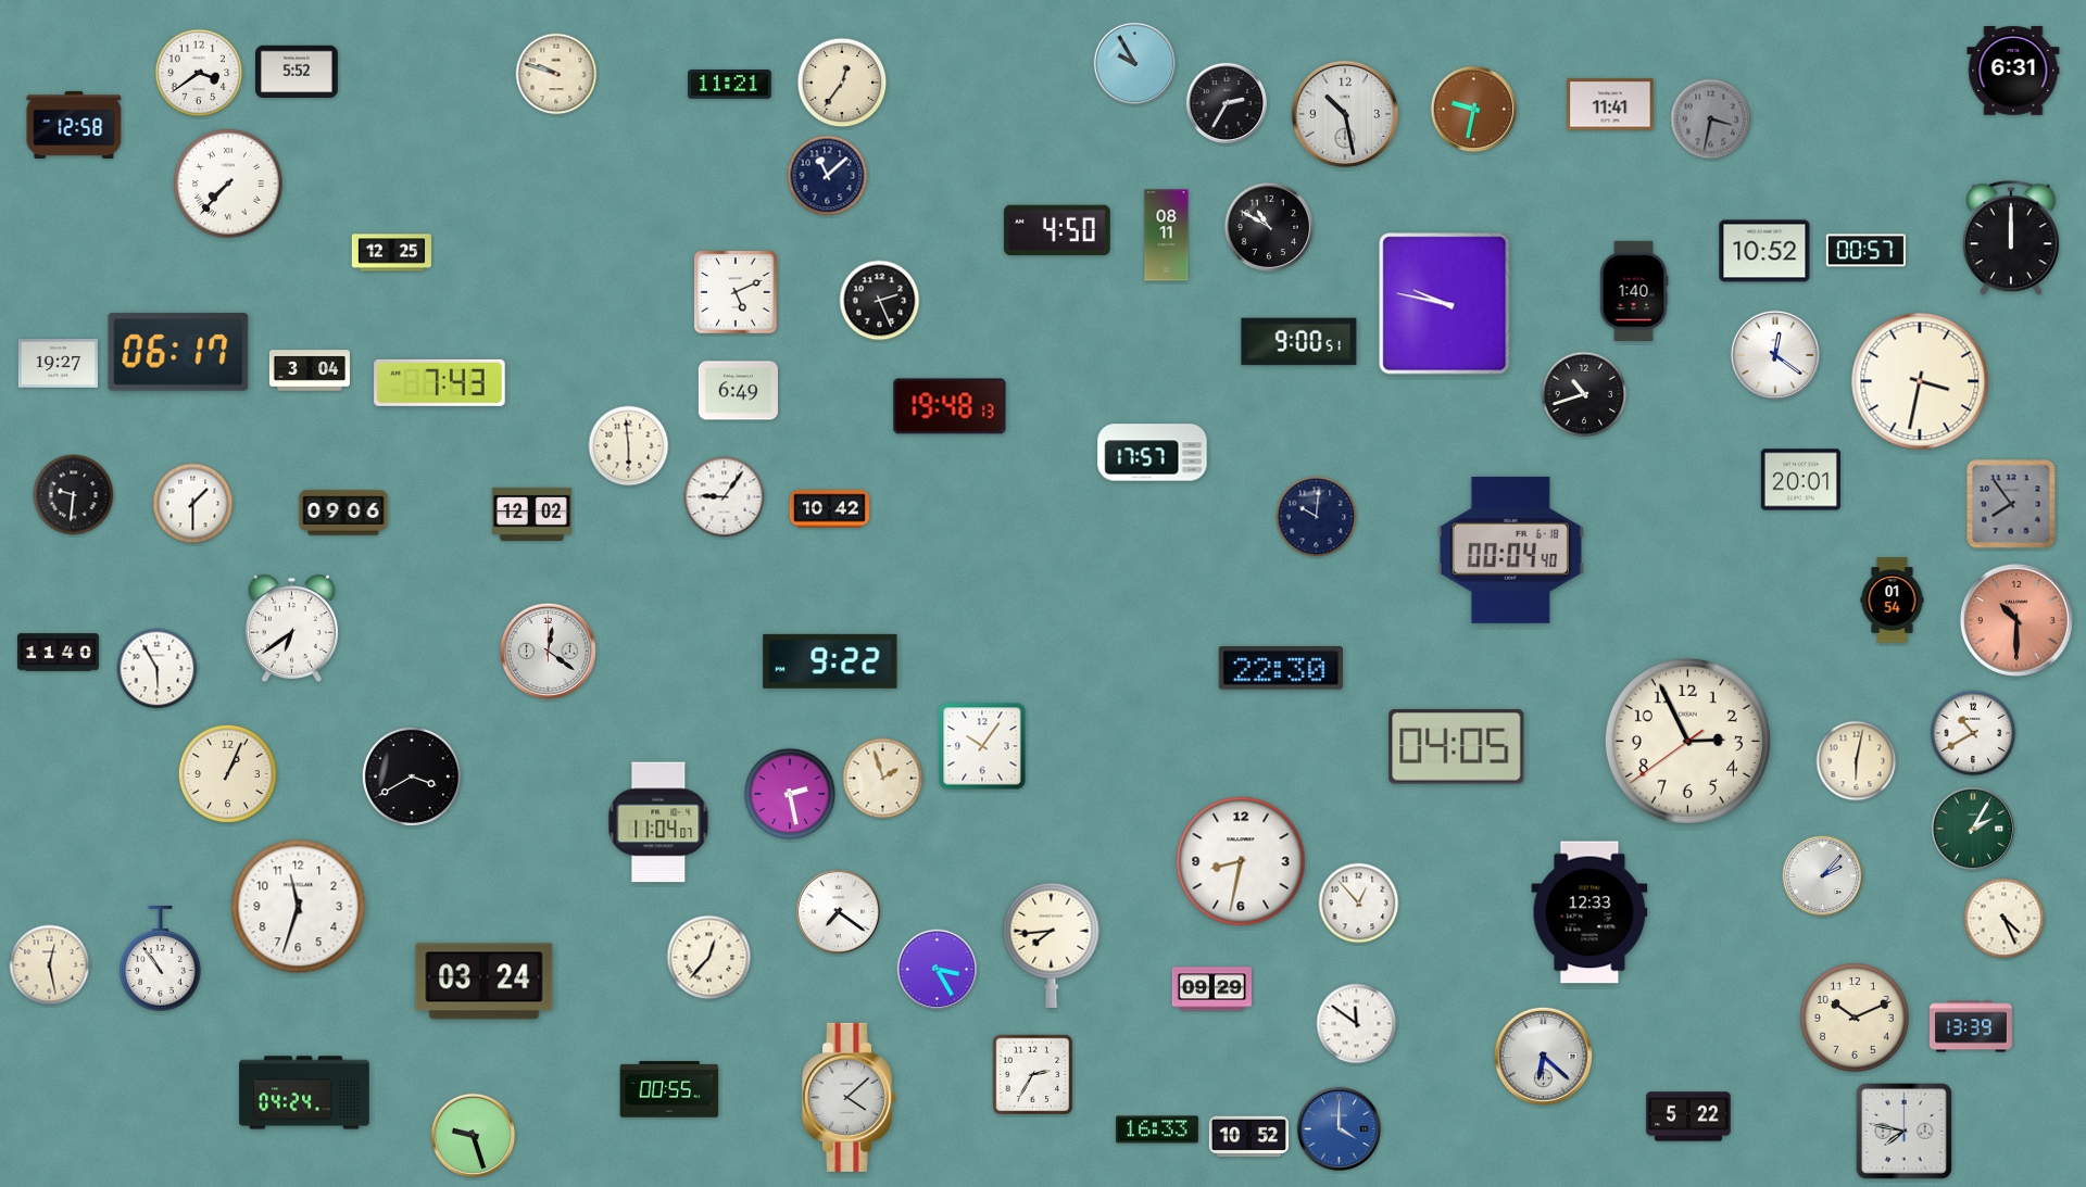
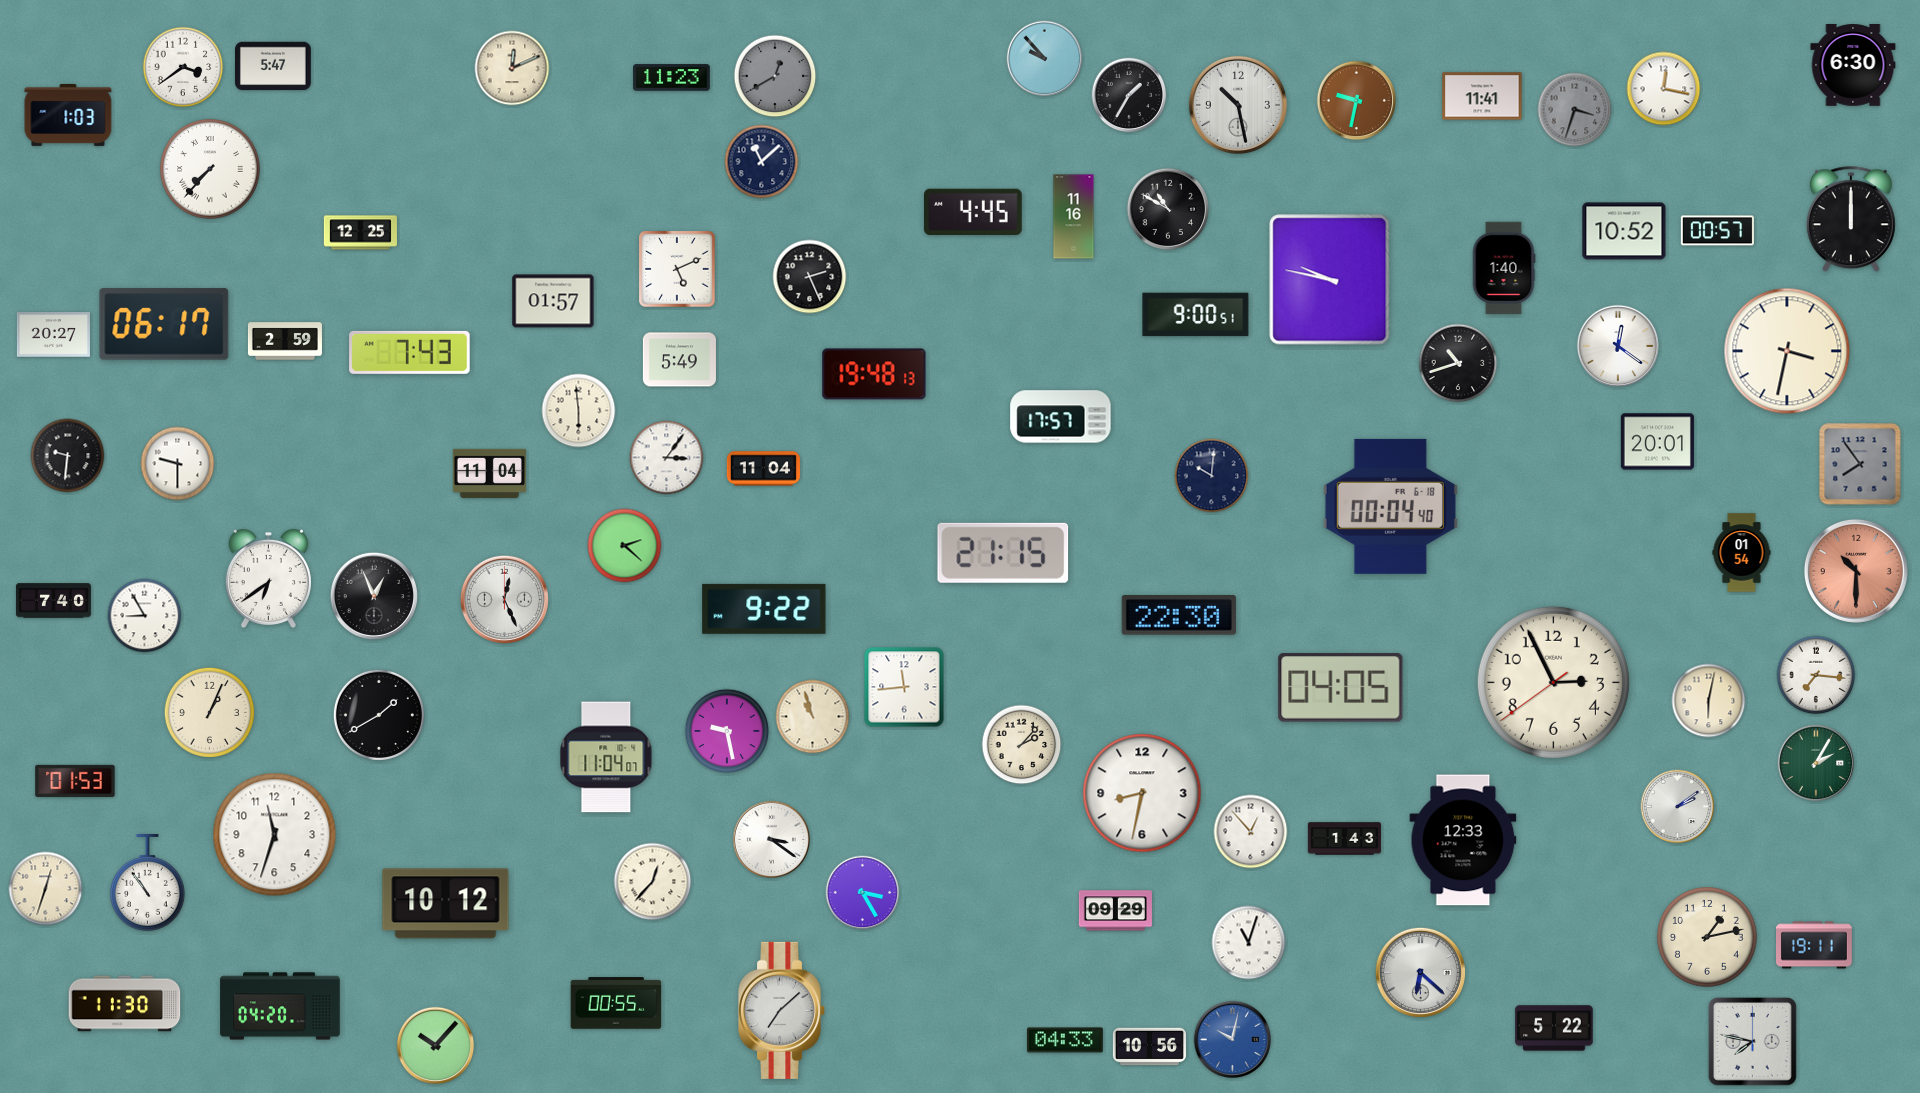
clock at (1135, 64): 9:55 -> 9:53
clock at (298, 72): 5:52 -> 5:47
clock at (2013, 72): 6:31 -> 6:30
clock at (556, 74): 9:48 -> 12:11
clock at (842, 83): 12:36 -> 12:40
clock at (842, 83) dial: cream -> grey
clock at (730, 85): 11:21 -> 11:23
clock at (1664, 89): none -> 12:17
clock at (1227, 103): 2:35 -> 1:35
clock at (1711, 119): 3:32 -> 3:33
clock at (74, 125): 12:58 -> 1:03
clock at (1058, 229): 4:50 -> 4:45
clock at (1167, 236): 08:11 -> 11:16
clock at (553, 301): none -> 01:57
clock at (1774, 354) position: (1774, 354) -> (1617, 345)
clock at (58, 364): 19:27 -> 20:27
clock at (310, 370): 3:04 -> 2:59
clock at (1920, 381) position: (1920, 381) -> (1787, 351)
clock at (440, 382) position: (440, 382) -> (410, 352)
clock at (738, 391): 6:49 -> 5:49
clock at (725, 497): 9:06 -> 3:06
clock at (193, 504): 1:30 -> 9:30
clock at (2011, 504) position: (2011, 504) -> (1860, 464)
clock at (829, 509): 10:42 -> 11:04
clock at (343, 513): 09:06 -> none
clock at (531, 514): 12:02 -> 11:04
clock at (625, 546): none -> 2:22
clock at (1003, 553): none -> 21:15
clock at (374, 596): none -> 12:56
clock at (548, 651): 12:21 -> 12:26
clock at (58, 653): 11:40 -> 7:40
clock at (158, 669): 5:55 -> 8:55
clock at (1973, 733): 10:40 -> 7:16
clock at (982, 746): 10:06 -> 11:44
clock at (412, 776): 3:40 -> 1:40
clock at (883, 779): 1:57 -> 10:57
clock at (790, 794): 2:28 -> 9:28
clock at (1022, 745): none -> 2:07
clock at (75, 780): none -> 01:53
clock at (1823, 876): 2:07 -> 2:09
clock at (1344, 839): none -> 1:43
clock at (839, 912): 7:21 -> 3:21
clock at (2005, 919): 4:26 -> none
clock at (1052, 945): 7:44 -> none
clock at (50, 965): 12:28 -> 12:33
clock at (485, 982): 03:24 -> 10:12
clock at (1856, 1019): 10:11 -> 1:13
clock at (1357, 1024): 11:51 -> 11:03
clock at (1972, 1026): 13:39 -> 19:11
clock at (1033, 1075): 2:35 -> none
clock at (125, 1004): none -> 11:30
clock at (304, 1093): 04:24 -> 04:20
clock at (849, 1097): 4:08 -> 7:08
clock at (1158, 1129): 16:33 -> 04:33
clock at (1340, 1129): 4:00 -> 10:02
clock at (474, 1136): 9:27 -> 10:07
clock at (1248, 1137): 10:52 -> 10:56
